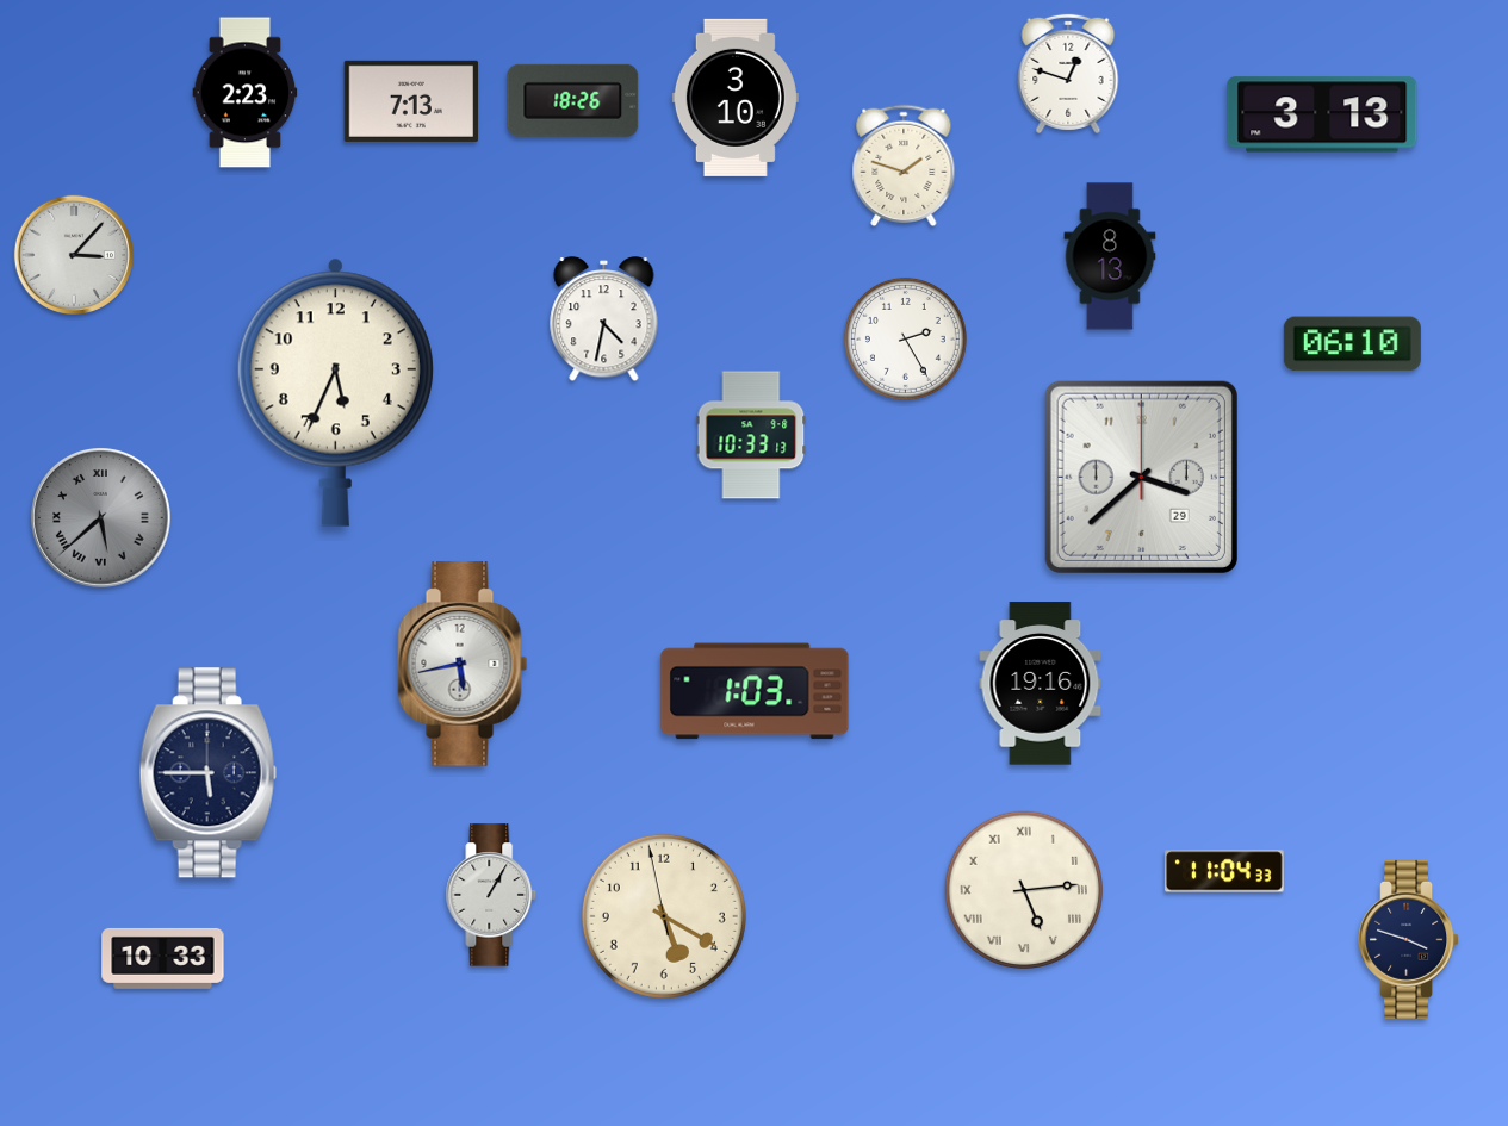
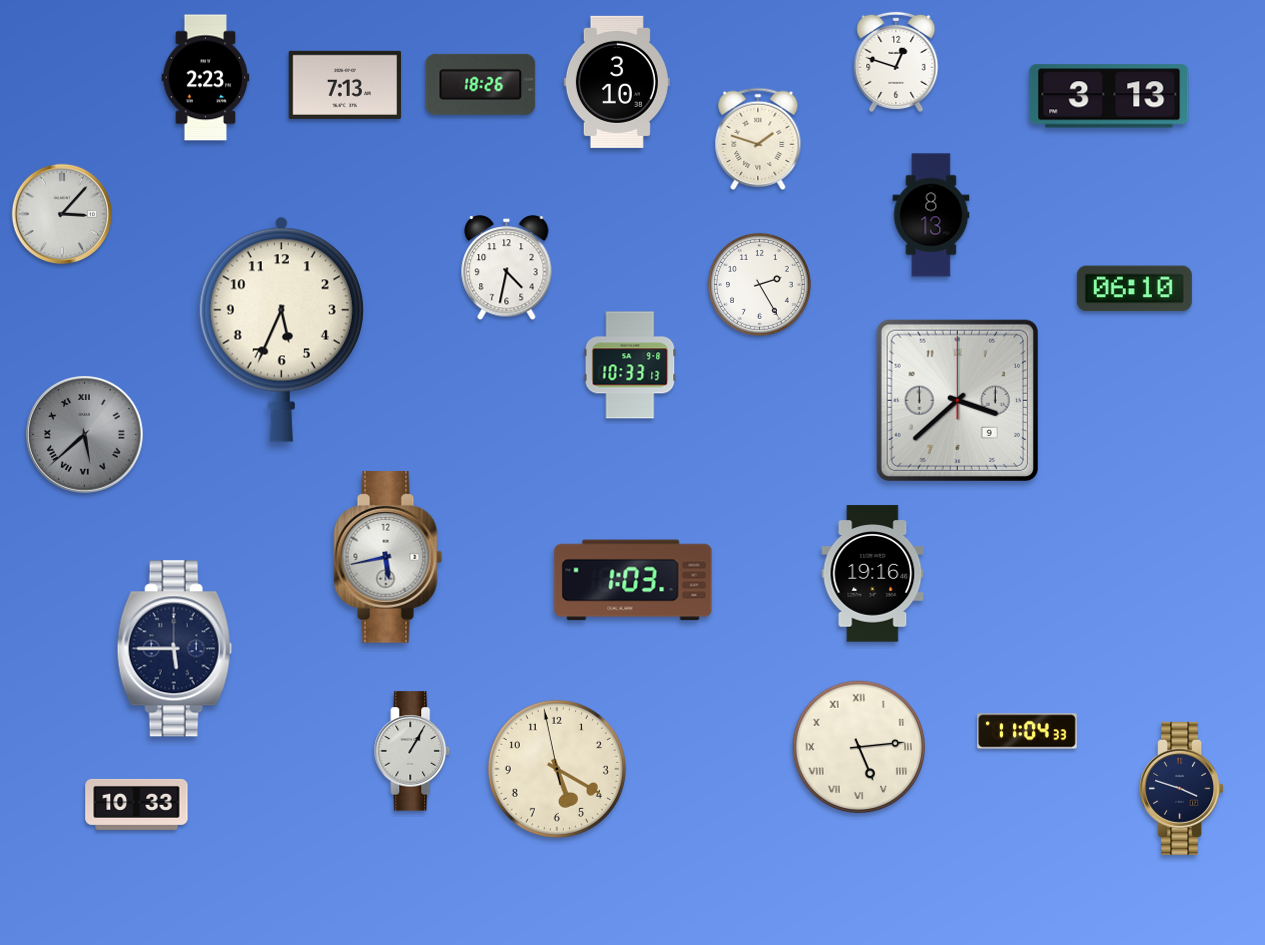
clock at (1141, 477) date: 29 -> 9
